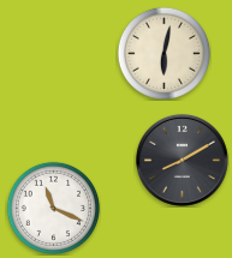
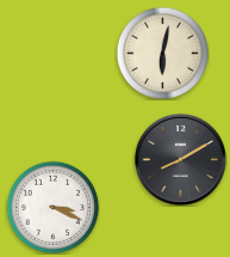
clock at (53, 208): 11:19 -> 3:19
